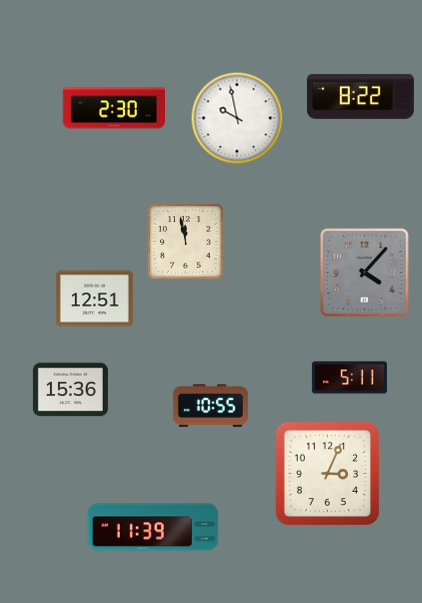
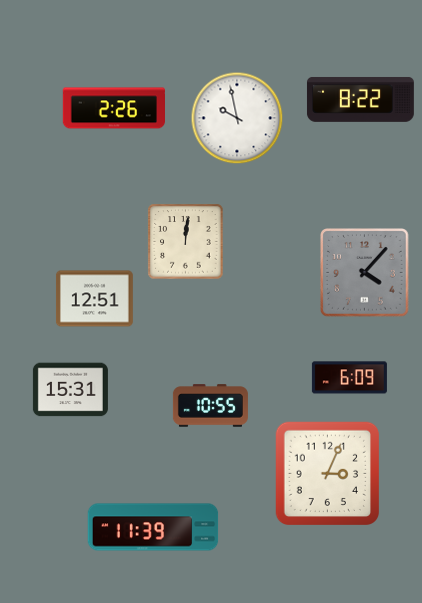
clock at (360, 96) position: (360, 96) -> (360, 99)
clock at (113, 108): 2:30 -> 2:26
clock at (186, 242): 11:58 -> 12:01
clock at (349, 378): 5:11 -> 6:09
clock at (70, 390): 15:36 -> 15:31
